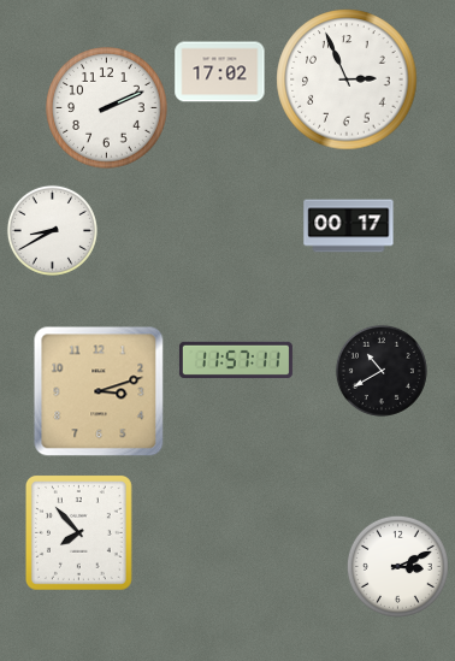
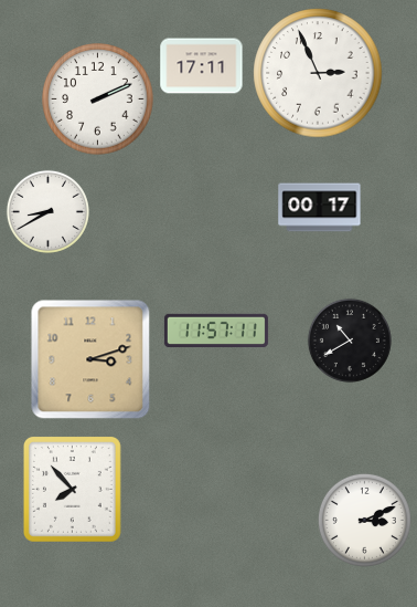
clock at (220, 72): 17:02 -> 17:11
